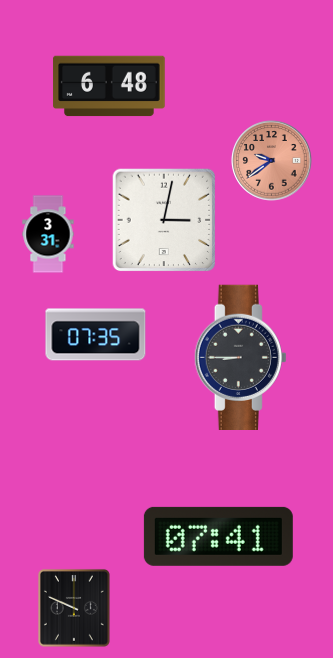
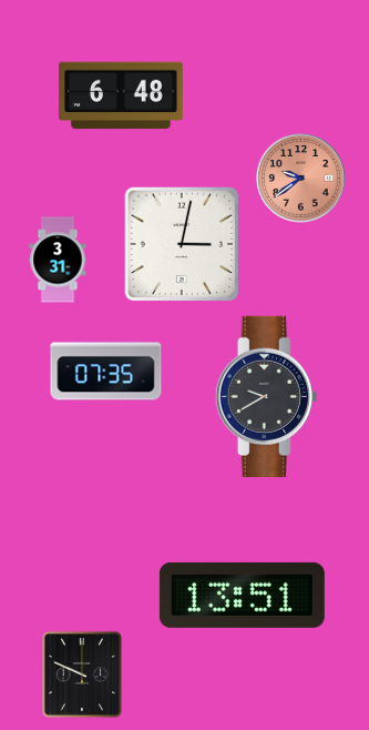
clock at (48, 234) position: (48, 234) -> (58, 260)
clock at (240, 357): 8:45 -> 9:40
clock at (218, 536): 07:41 -> 13:51
